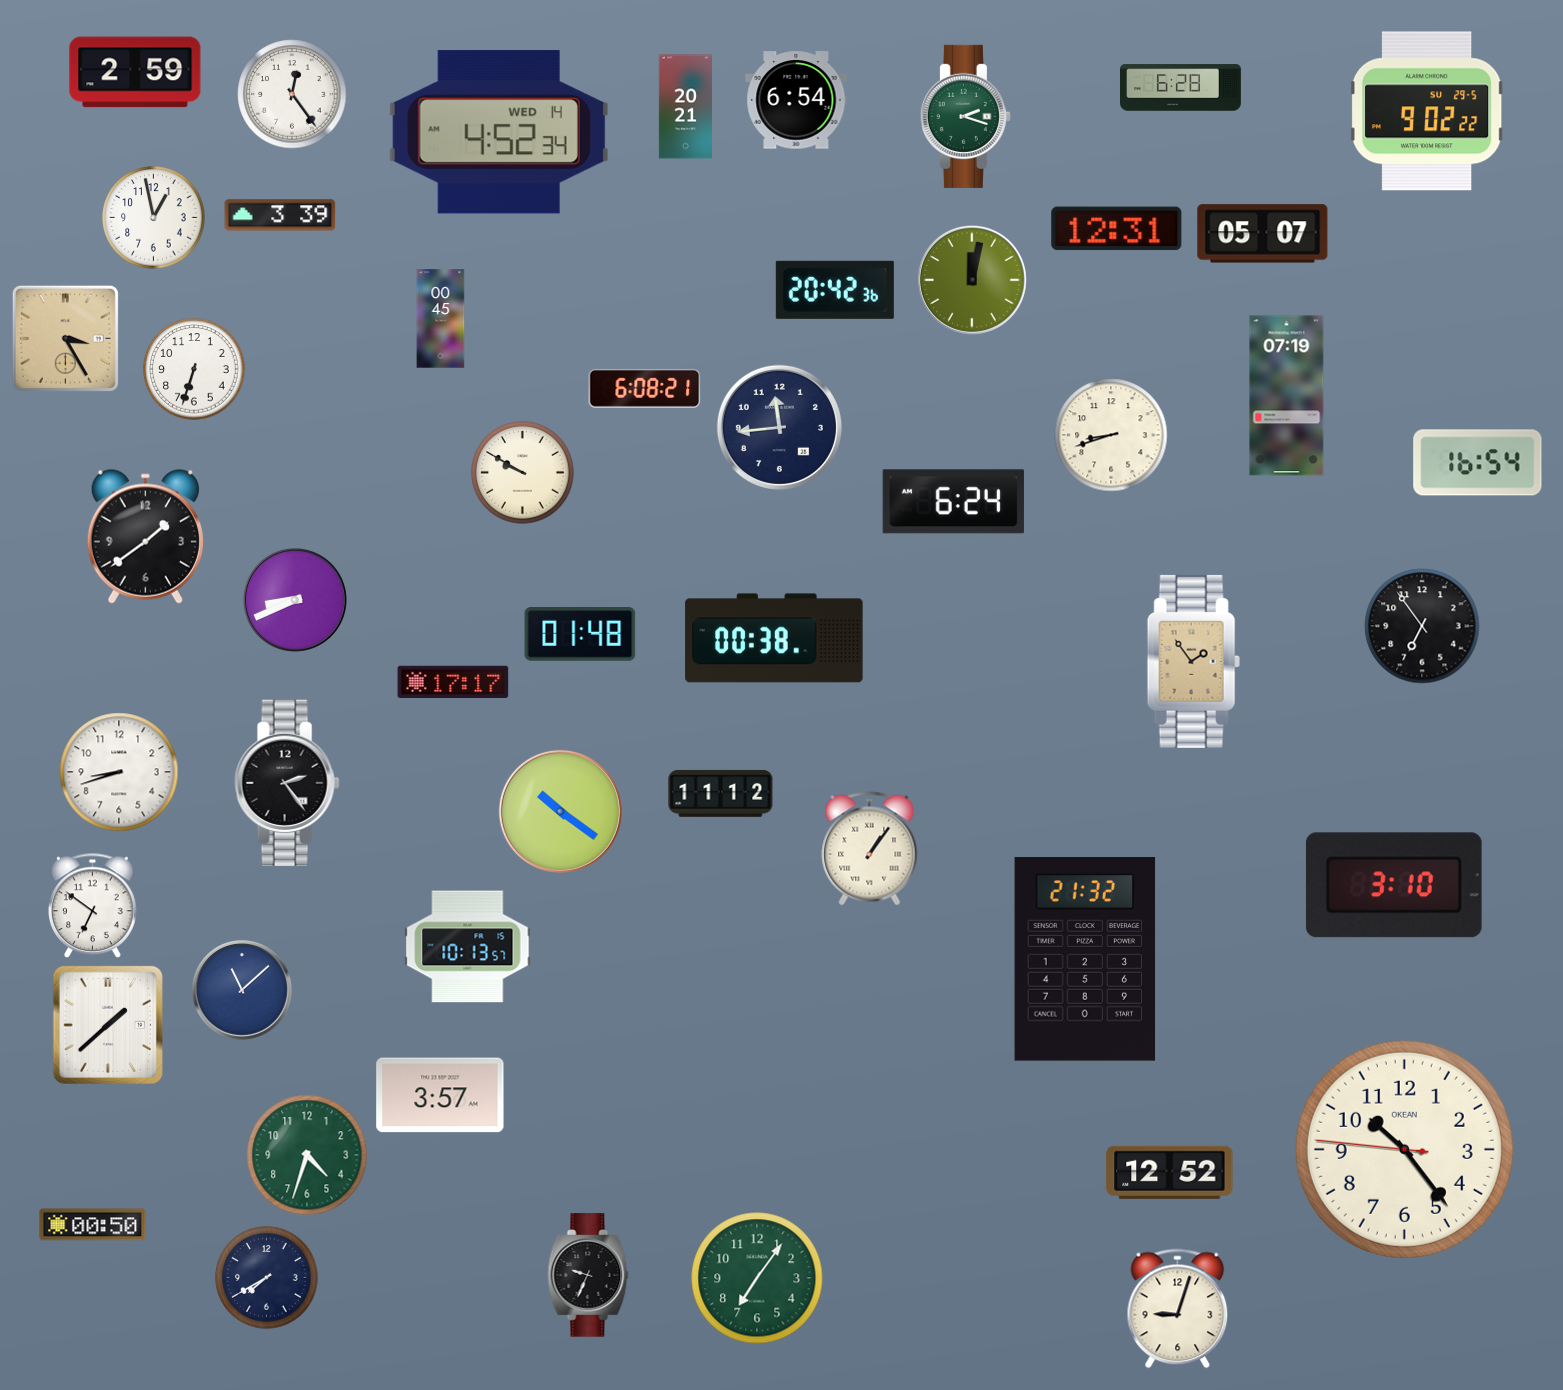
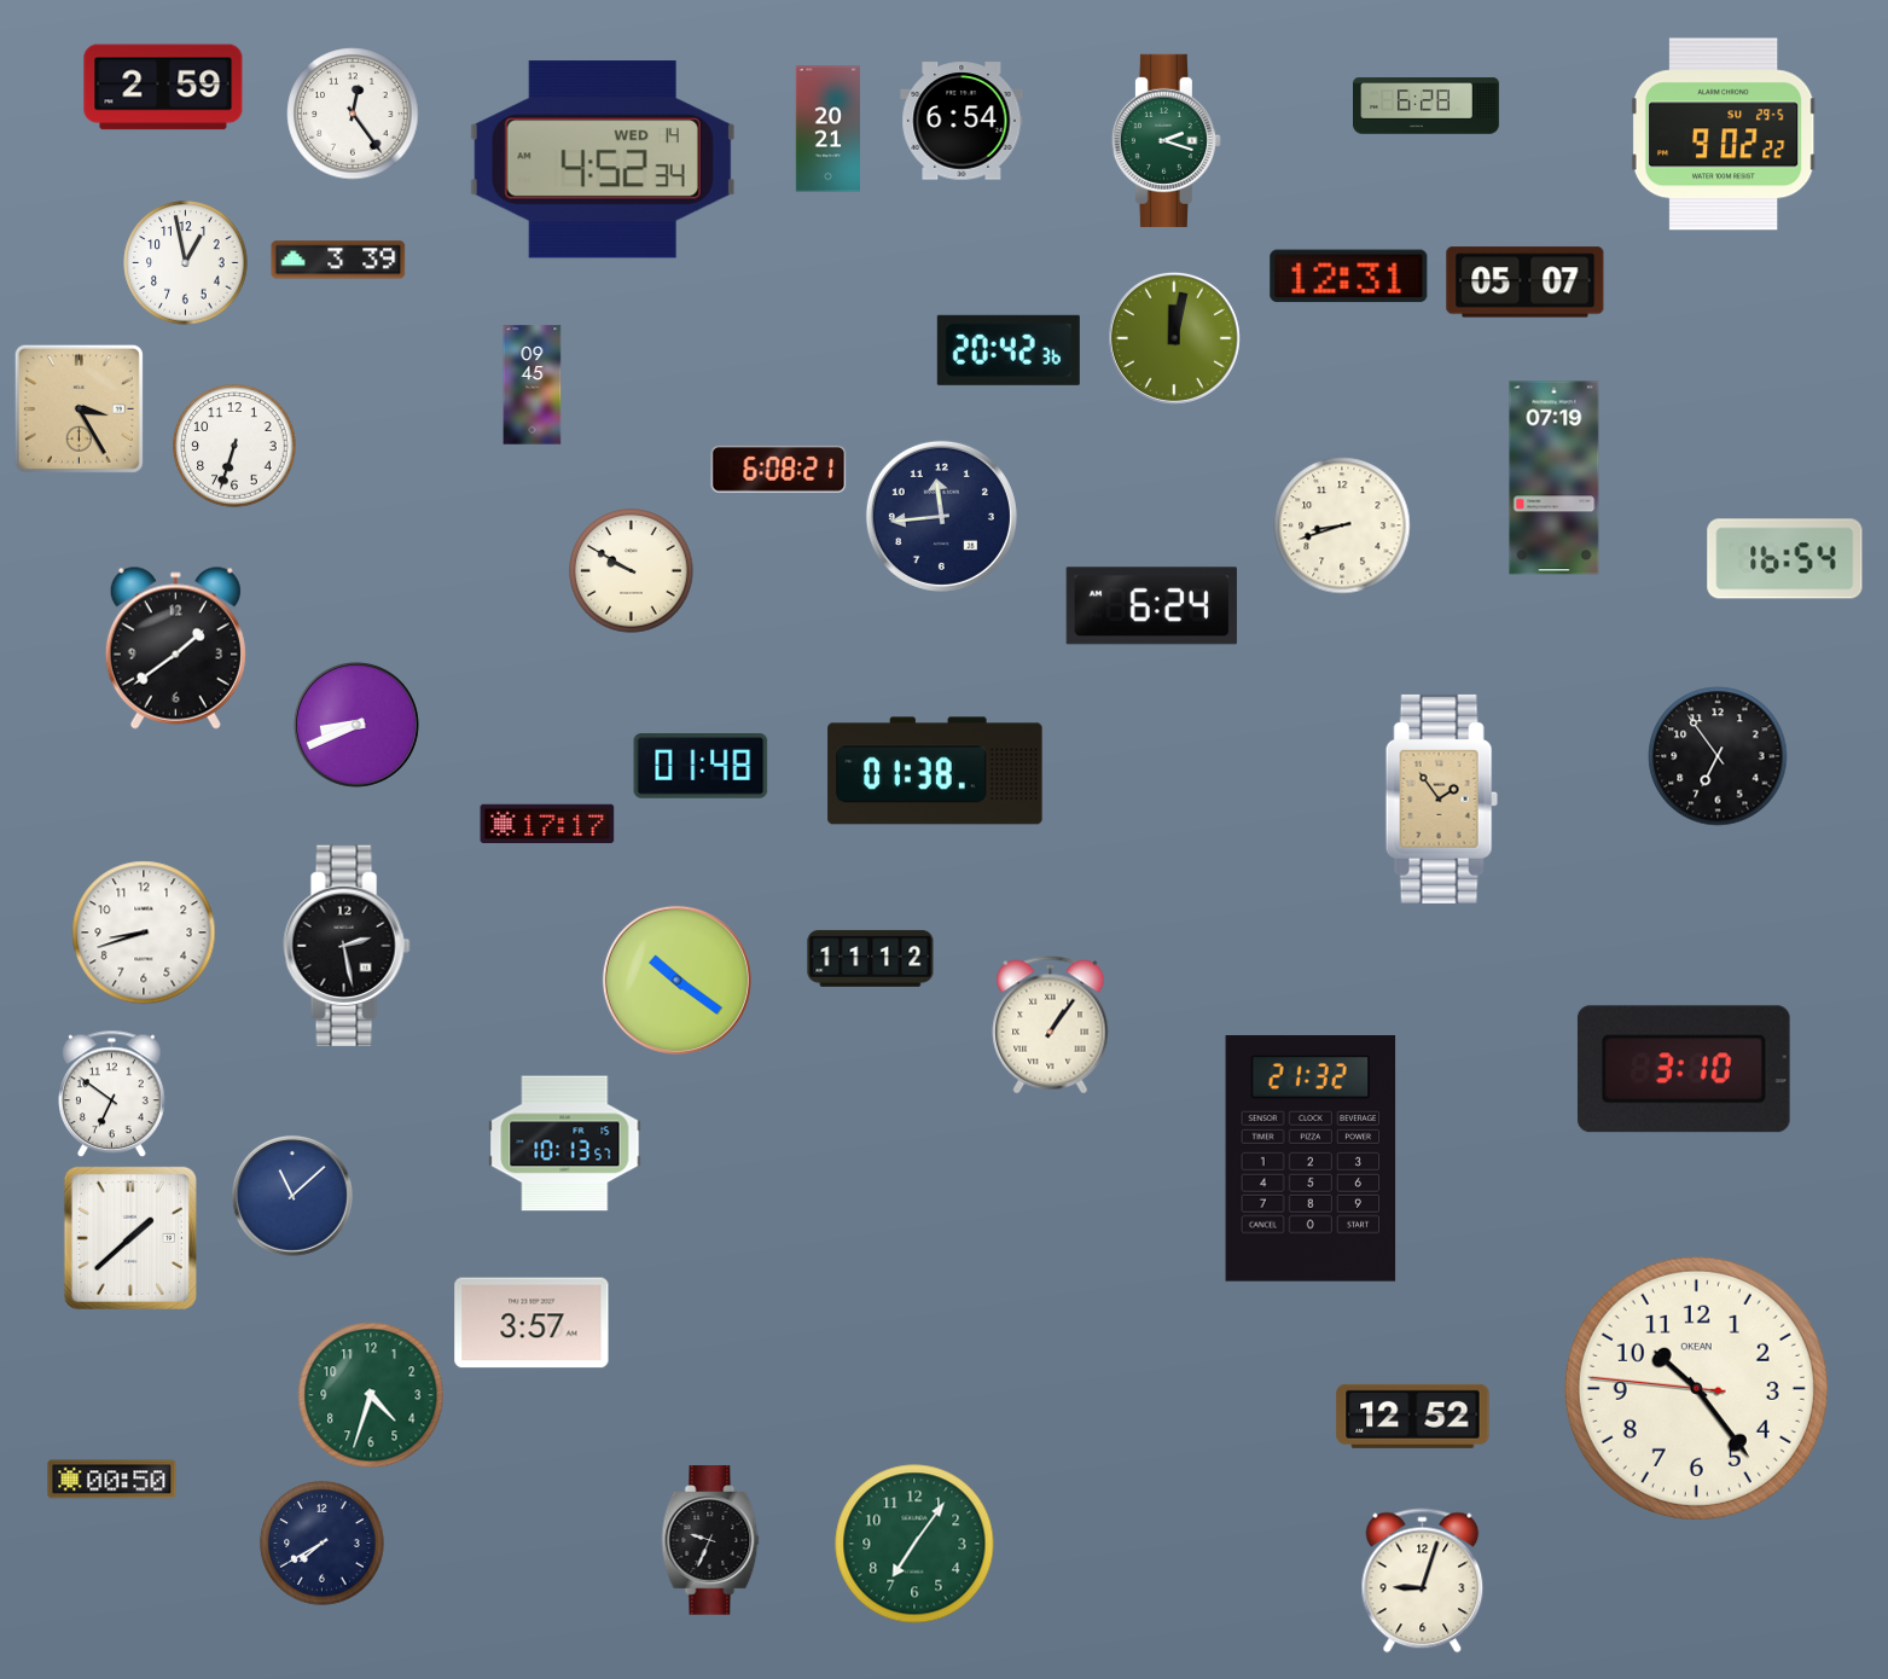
clock at (441, 319): 00:45 -> 09:45
clock at (774, 638): 00:38 -> 01:38
clock at (287, 783): 2:24 -> 2:28
